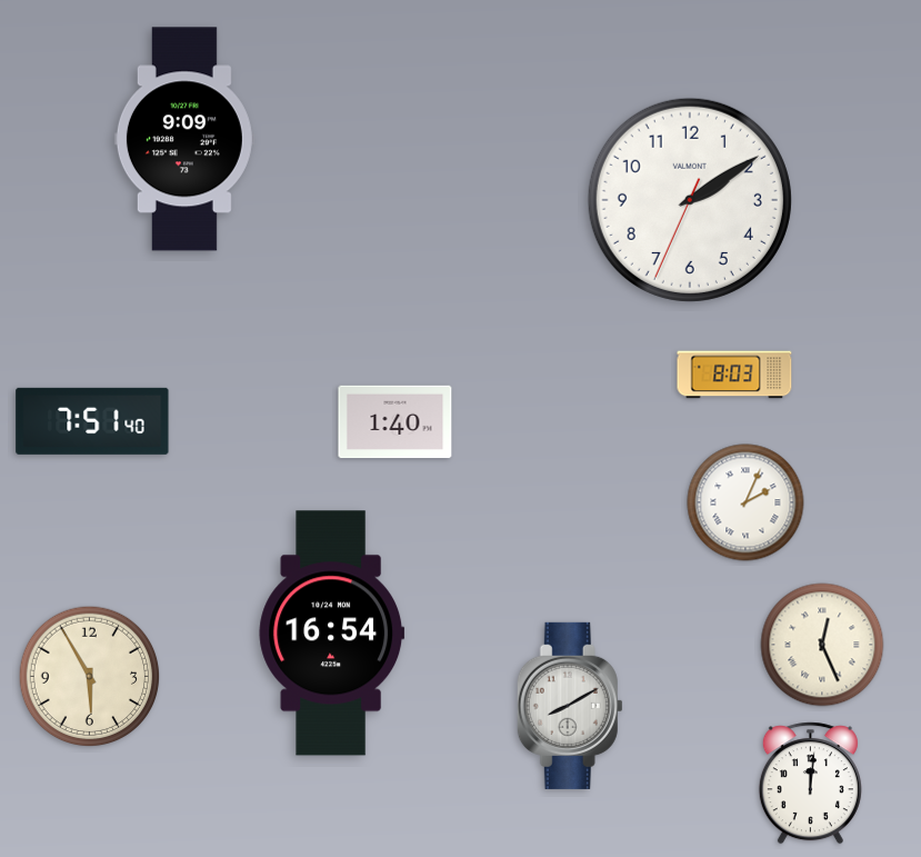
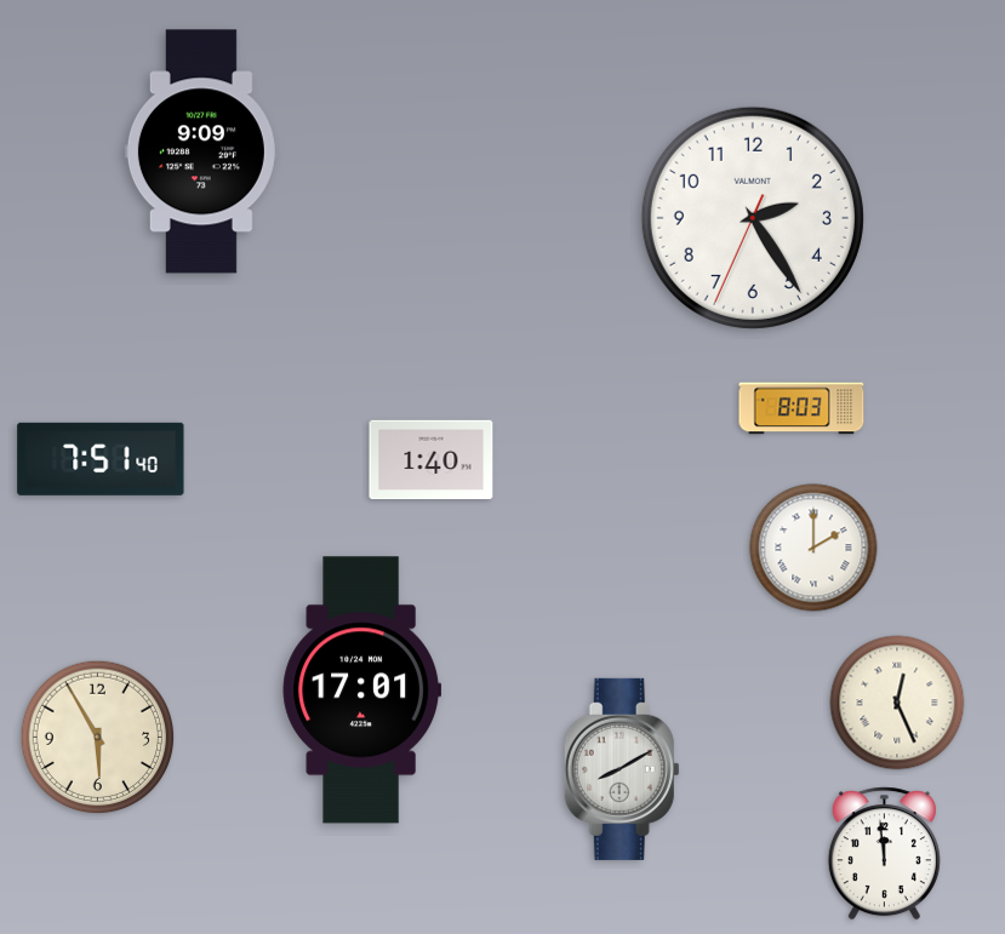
clock at (690, 200): 2:09 -> 2:24
clock at (745, 502): 2:04 -> 2:00
clock at (332, 634): 16:54 -> 17:01
clock at (810, 784): 12:01 -> 11:59
